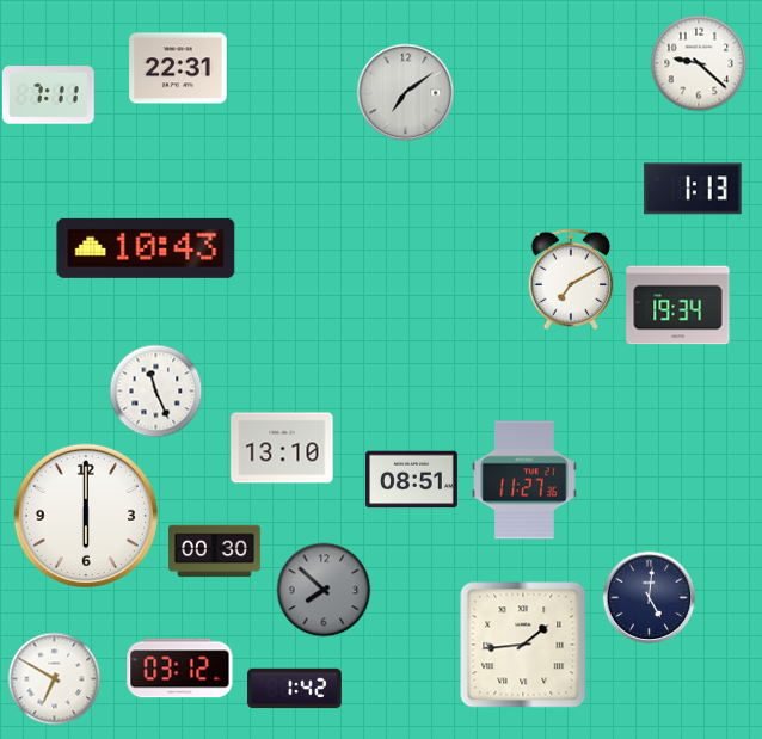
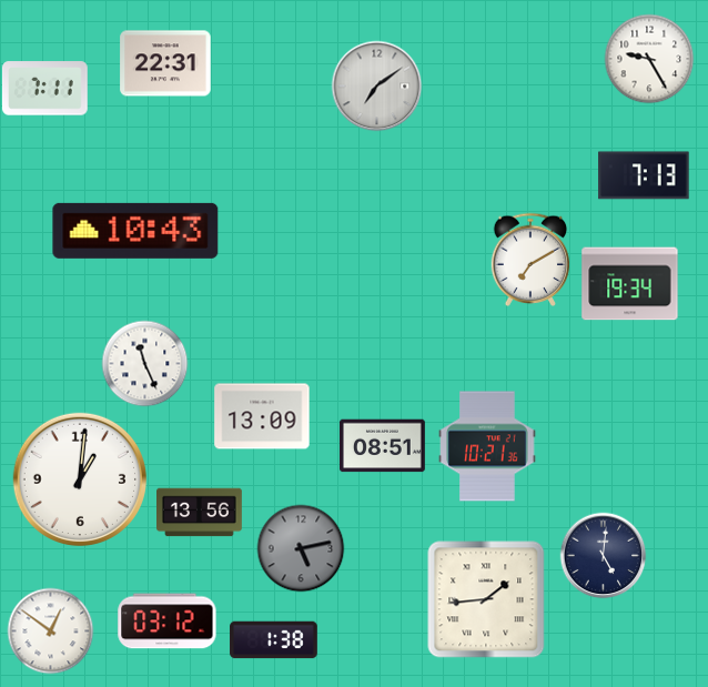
clock at (699, 63): 9:22 -> 9:25
clock at (693, 189): 1:13 -> 7:13
clock at (282, 448): 13:10 -> 13:09
clock at (524, 480): 11:27 -> 10:21
clock at (86, 516): 6:00 -> 1:01
clock at (215, 552): 00:30 -> 13:56
clock at (324, 590): 7:52 -> 5:13
clock at (54, 678): 6:50 -> 12:51
clock at (295, 689): 1:42 -> 1:38
